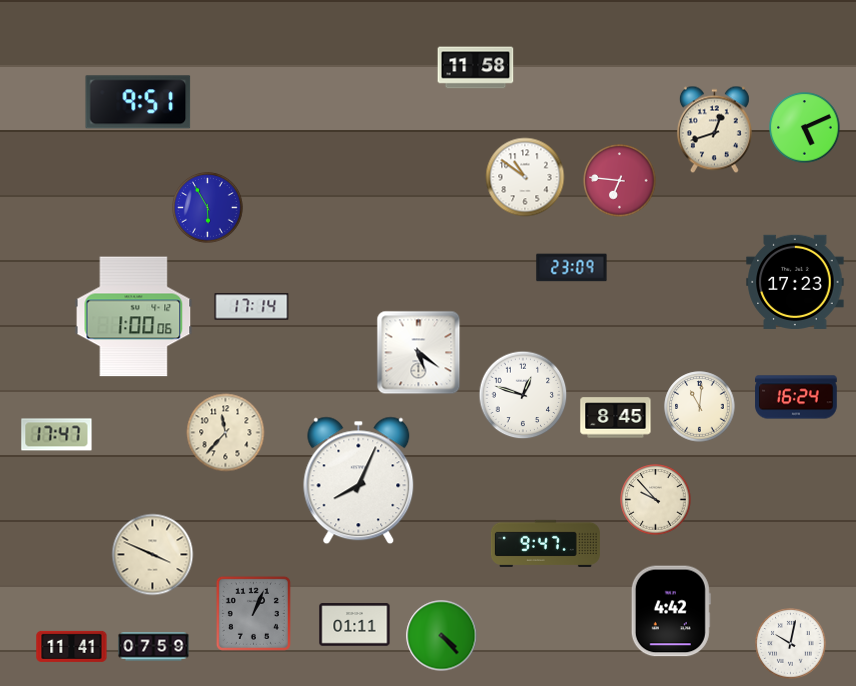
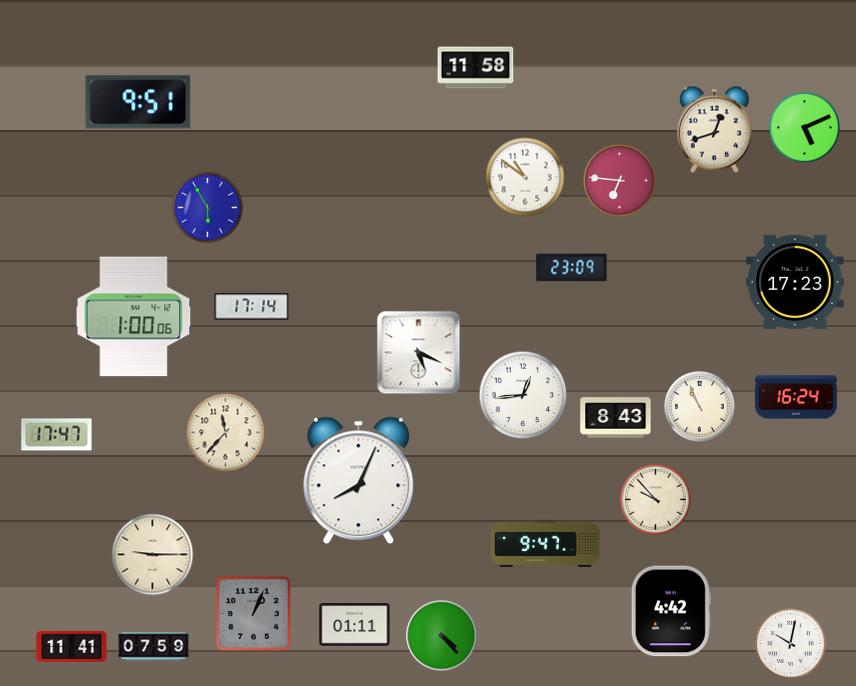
clock at (419, 353): 5:21 -> 5:19
clock at (523, 395): 12:48 -> 12:44
clock at (700, 407): 11:01 -> 10:56
clock at (616, 418): 8:45 -> 8:43
clock at (153, 555): 3:49 -> 9:15
